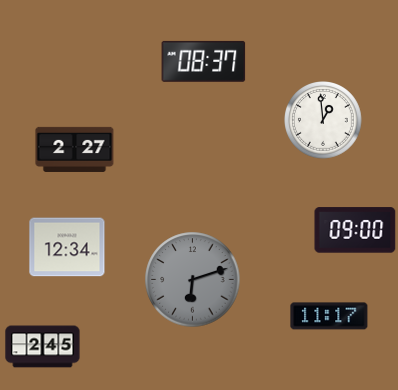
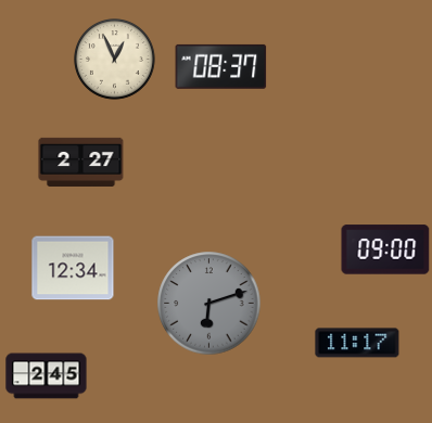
clock at (115, 60): none -> 12:56
clock at (324, 121): 12:59 -> none
